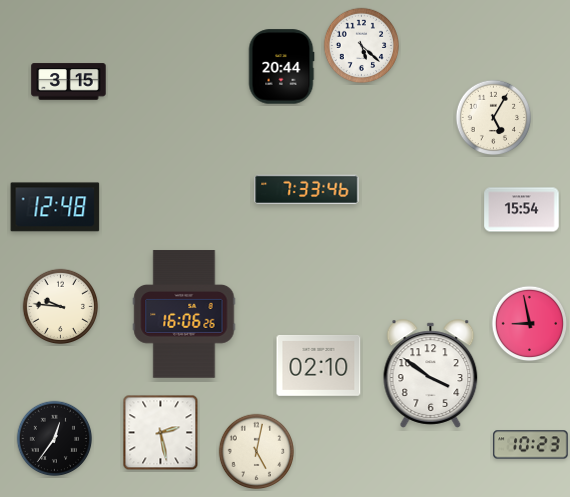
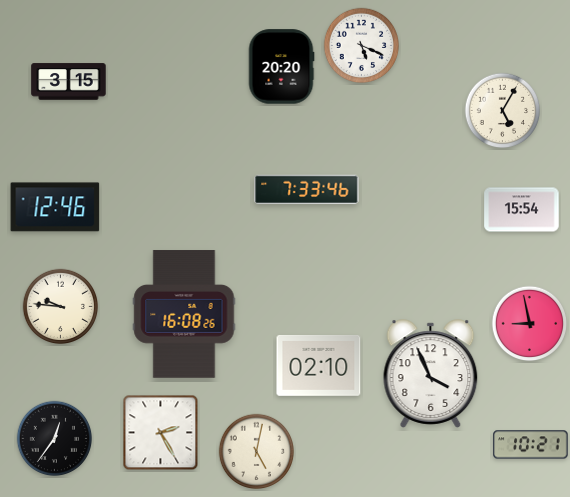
clock at (362, 46): 5:22 -> 5:19
clock at (281, 67): 20:44 -> 20:20
clock at (494, 118) position: (494, 118) -> (503, 111)
clock at (55, 207): 12:48 -> 12:46
clock at (184, 314): 16:06 -> 16:08
clock at (431, 374): 3:51 -> 3:56
clock at (161, 433): 2:28 -> 2:25
clock at (531, 445): 10:23 -> 10:21
